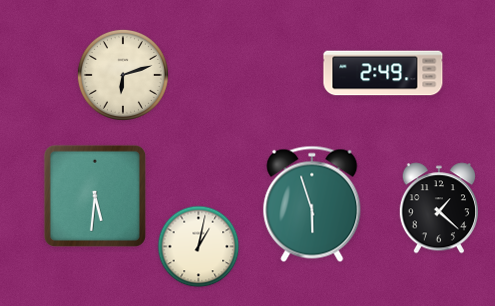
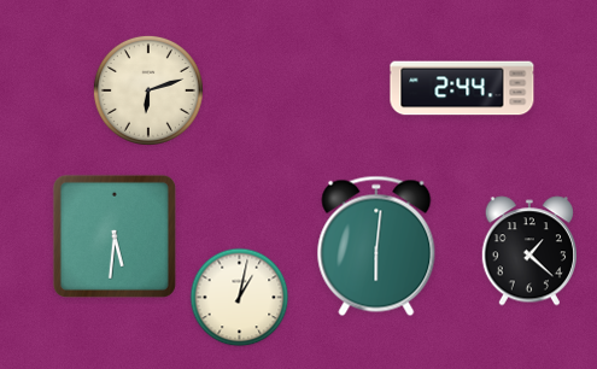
clock at (383, 73): 2:49 -> 2:44
clock at (312, 204): 5:57 -> 6:01
